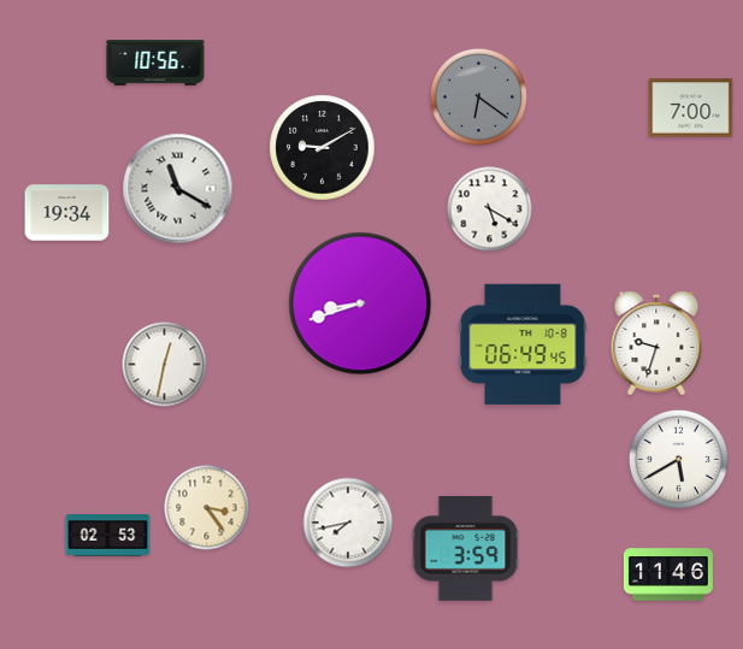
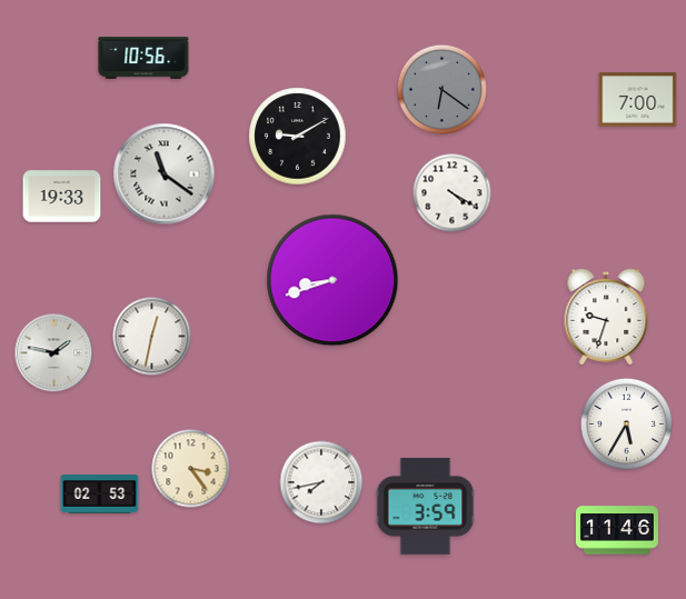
clock at (178, 189): 11:20 -> 11:21
clock at (490, 210): 5:20 -> 4:20
clock at (67, 213): 19:34 -> 19:33
clock at (523, 344): 06:49 -> none
clock at (54, 353): none -> 1:47
clock at (678, 459): 5:40 -> 5:35
clock at (466, 548) position: (466, 548) -> (426, 506)
